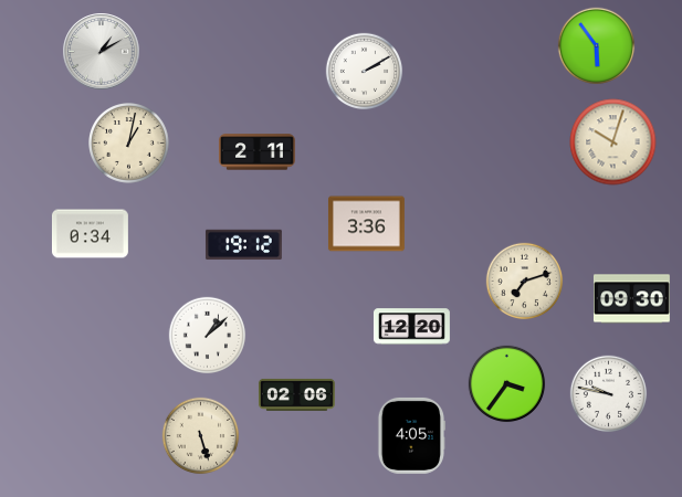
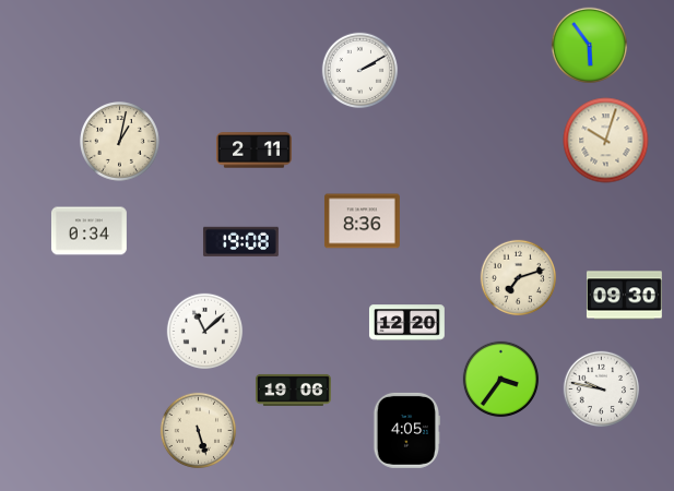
clock at (102, 52): 1:10 -> none
clock at (129, 144) position: (129, 144) -> (120, 142)
clock at (366, 224): 3:36 -> 8:36
clock at (243, 245): 19:12 -> 19:08
clock at (208, 336): 1:08 -> 11:08
clock at (296, 394): 02:06 -> 19:06
